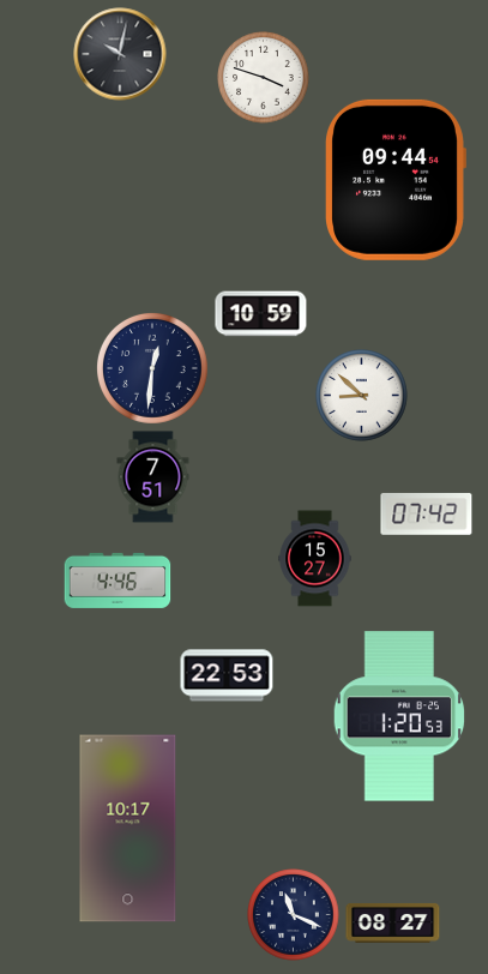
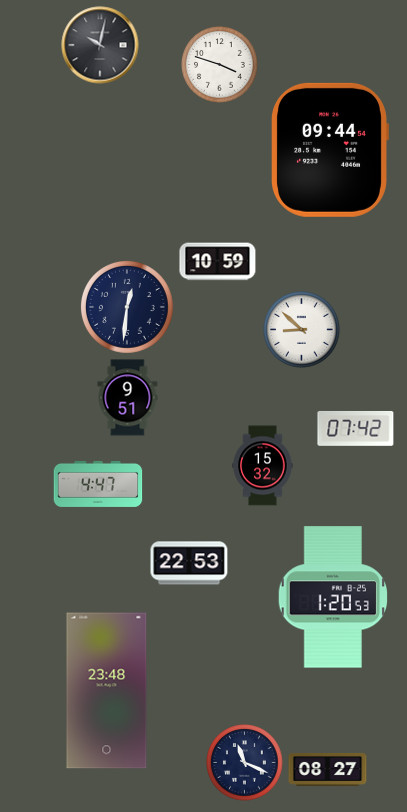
clock at (153, 477): 7:51 -> 9:51
clock at (315, 559): 15:27 -> 15:32
clock at (118, 581): 4:46 -> 4:47
clock at (128, 829): 10:17 -> 23:48
